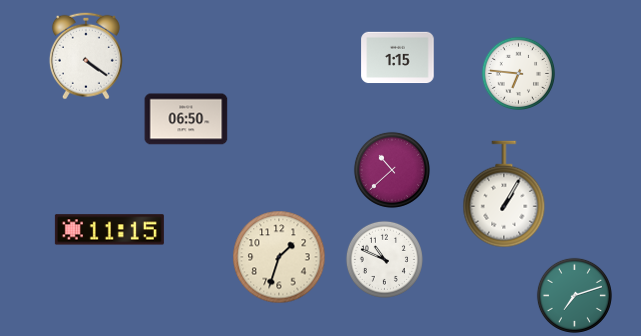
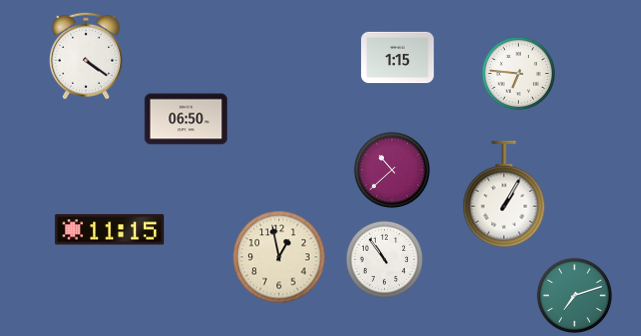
clock at (279, 257): 1:33 -> 12:58
clock at (384, 259): 10:49 -> 10:54
